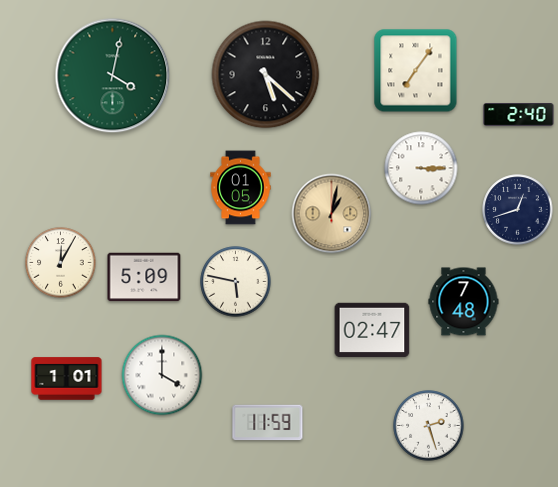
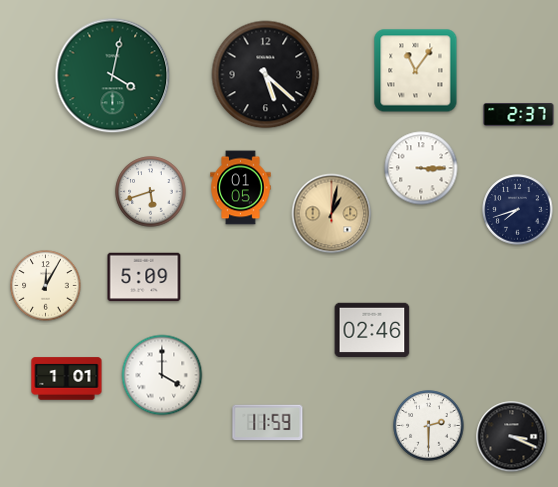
clock at (416, 71): 7:06 -> 11:06
clock at (519, 115): 2:40 -> 2:37
clock at (151, 192): none -> 5:42
clock at (518, 210): 12:42 -> 7:42
clock at (61, 263) position: (61, 263) -> (46, 286)
clock at (236, 282): 5:47 -> none
clock at (464, 302): 7:48 -> none
clock at (372, 330): 02:47 -> 02:46
clock at (429, 426): 2:27 -> 2:30
clock at (512, 437): none -> 3:19
